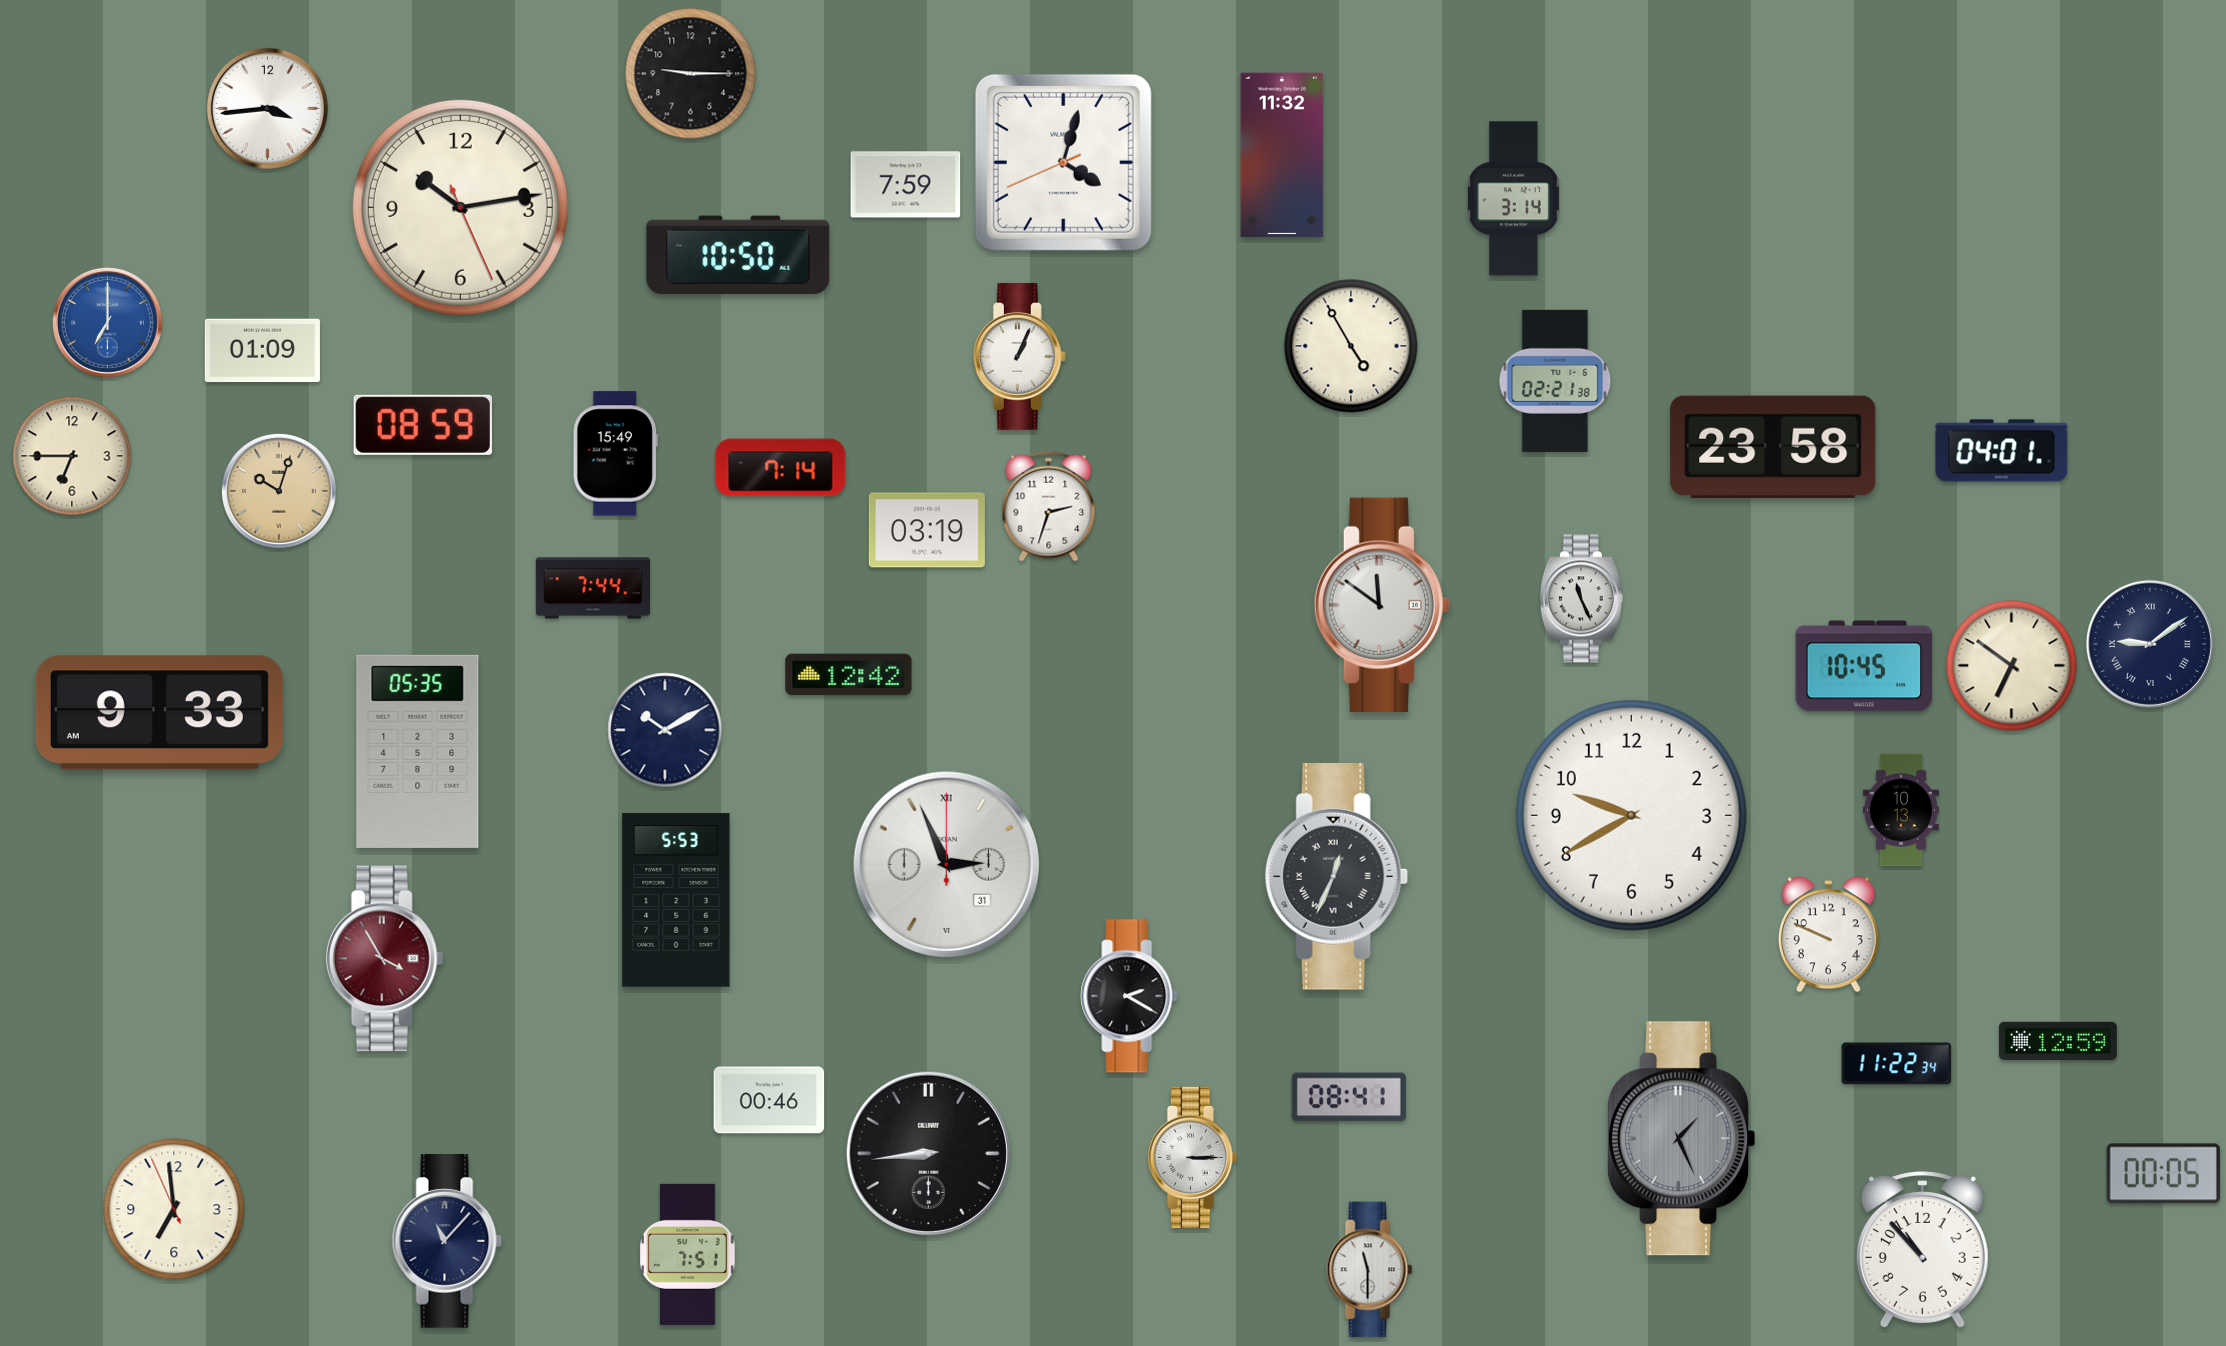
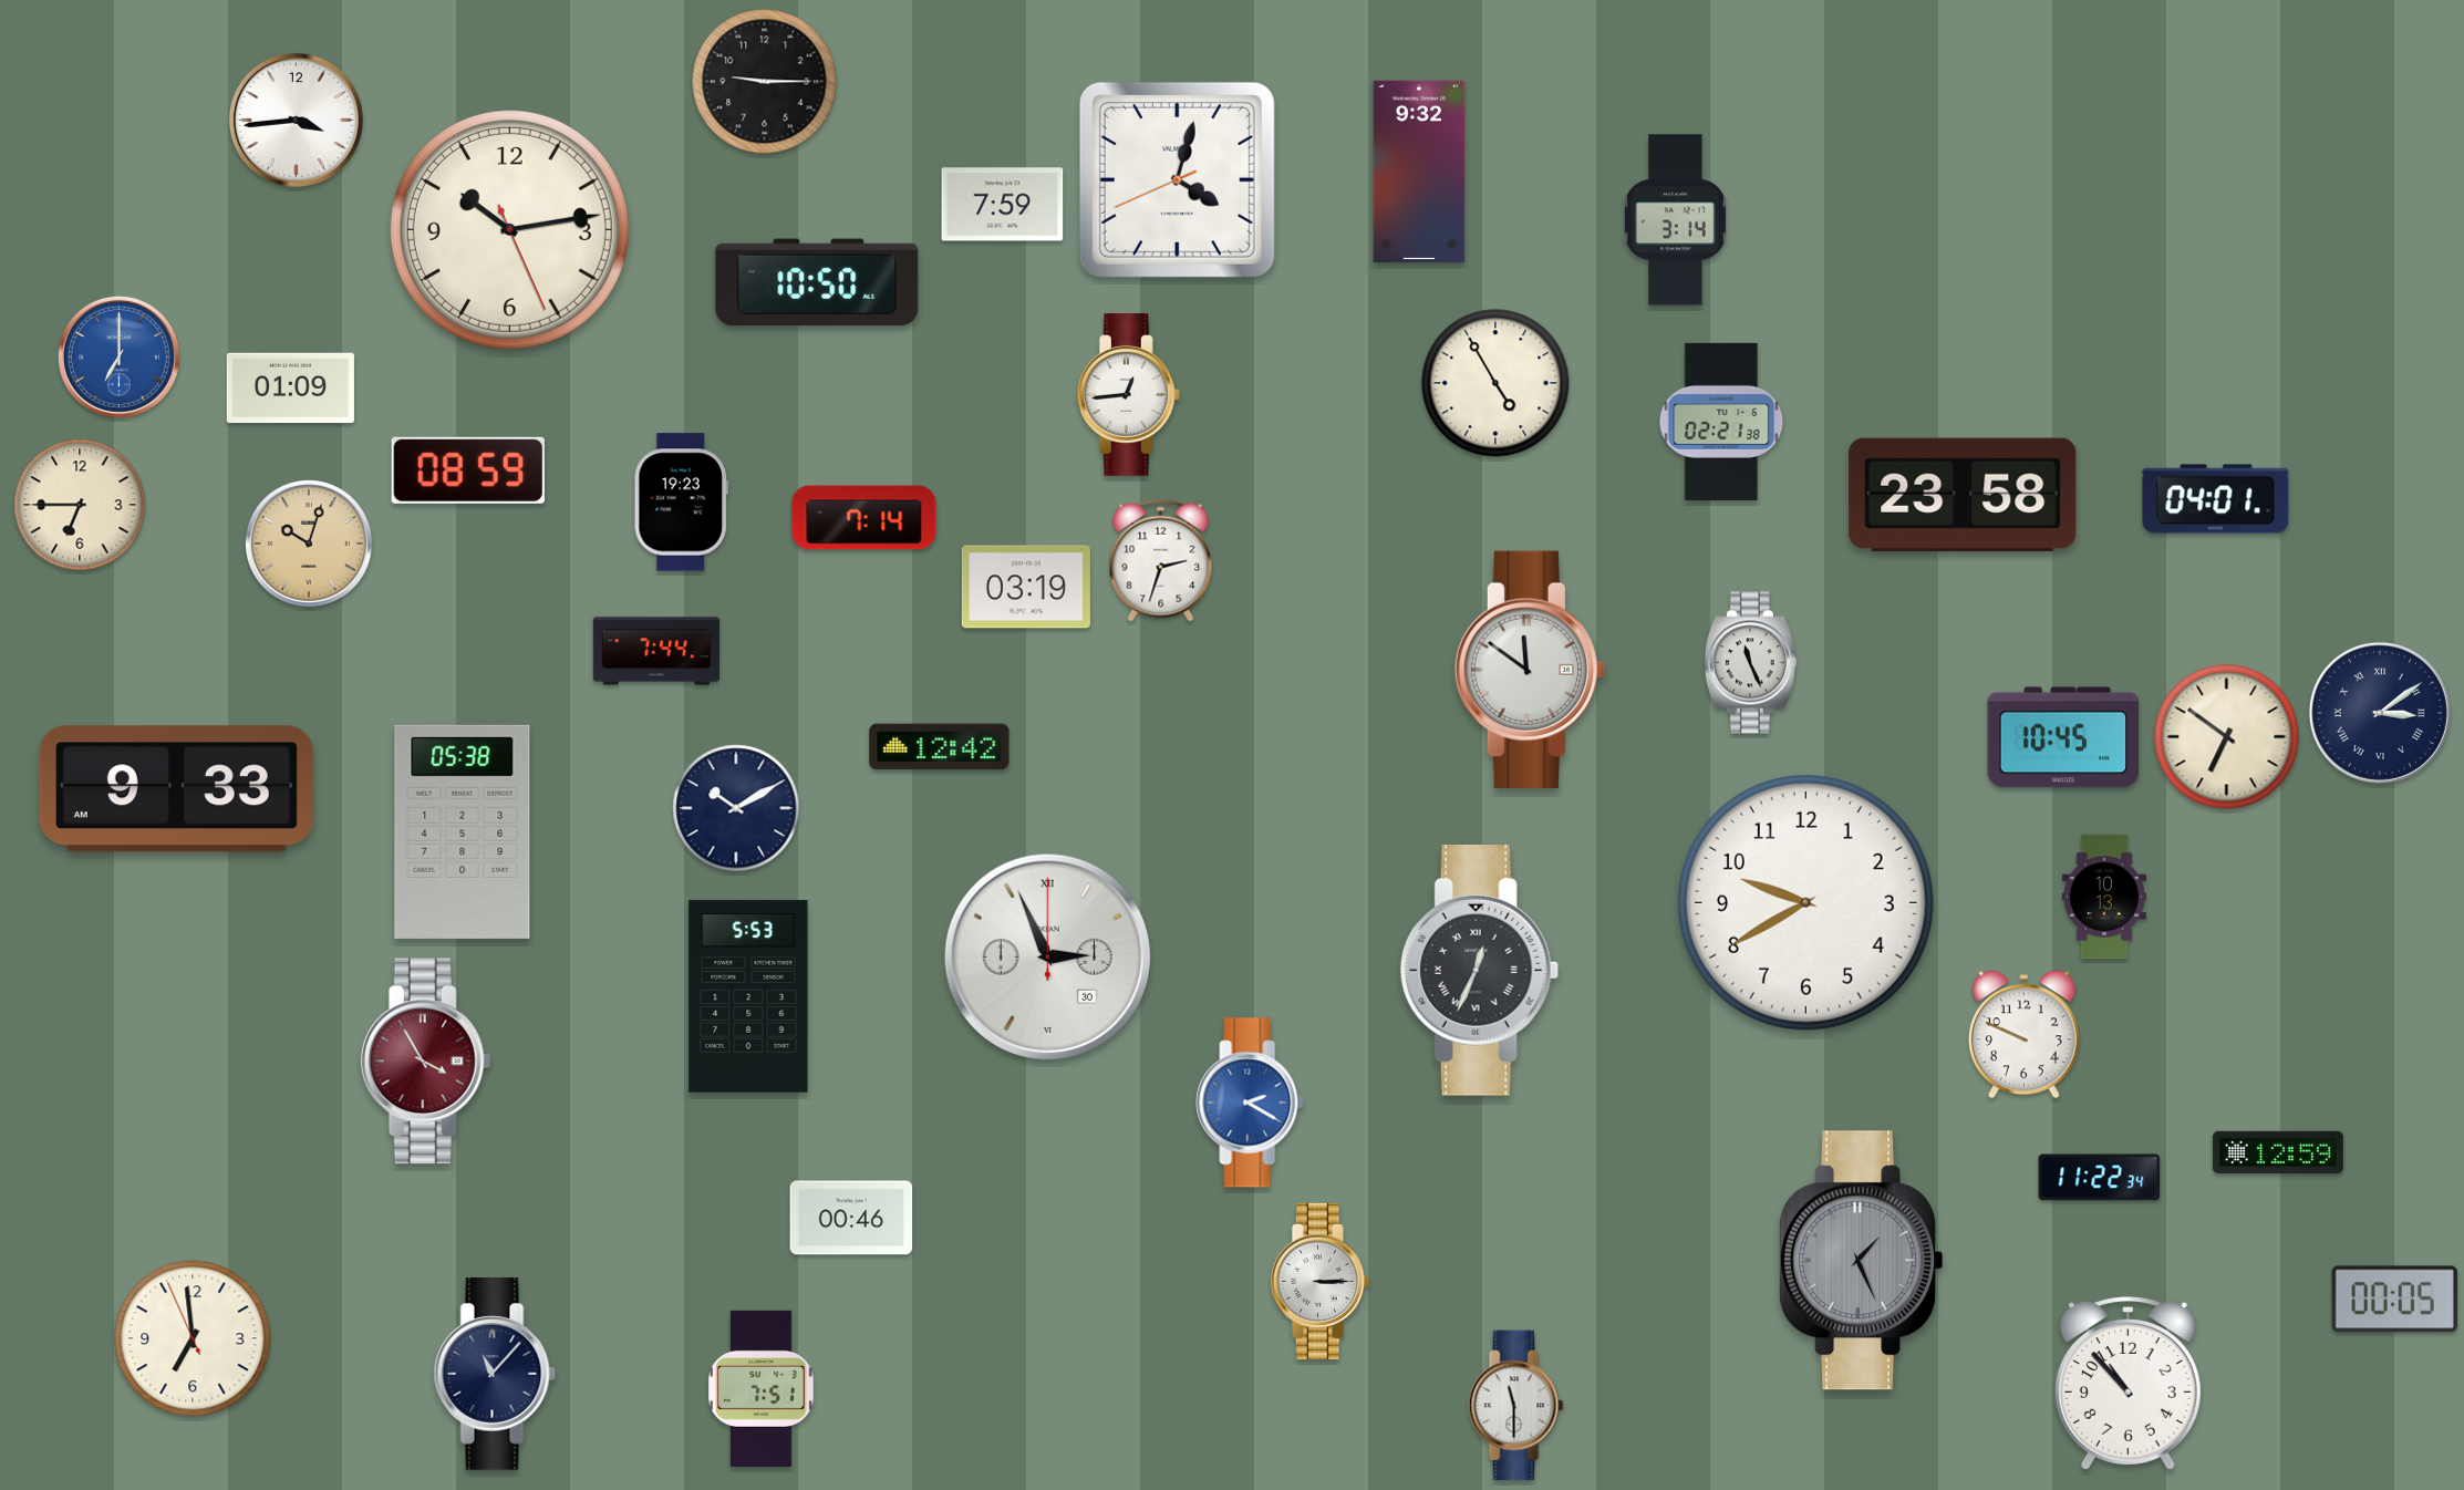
clock at (1282, 155): 11:32 -> 9:32
clock at (1019, 357): 1:04 -> 12:44
clock at (615, 454): 15:49 -> 19:23
clock at (2150, 644): 9:09 -> 3:09
clock at (418, 751): 05:35 -> 05:38
clock at (946, 864) date: 31 -> 30
clock at (1129, 996) dial: black -> blue
clock at (1349, 1097): 08:41 -> none
clock at (928, 1153): 8:44 -> none
